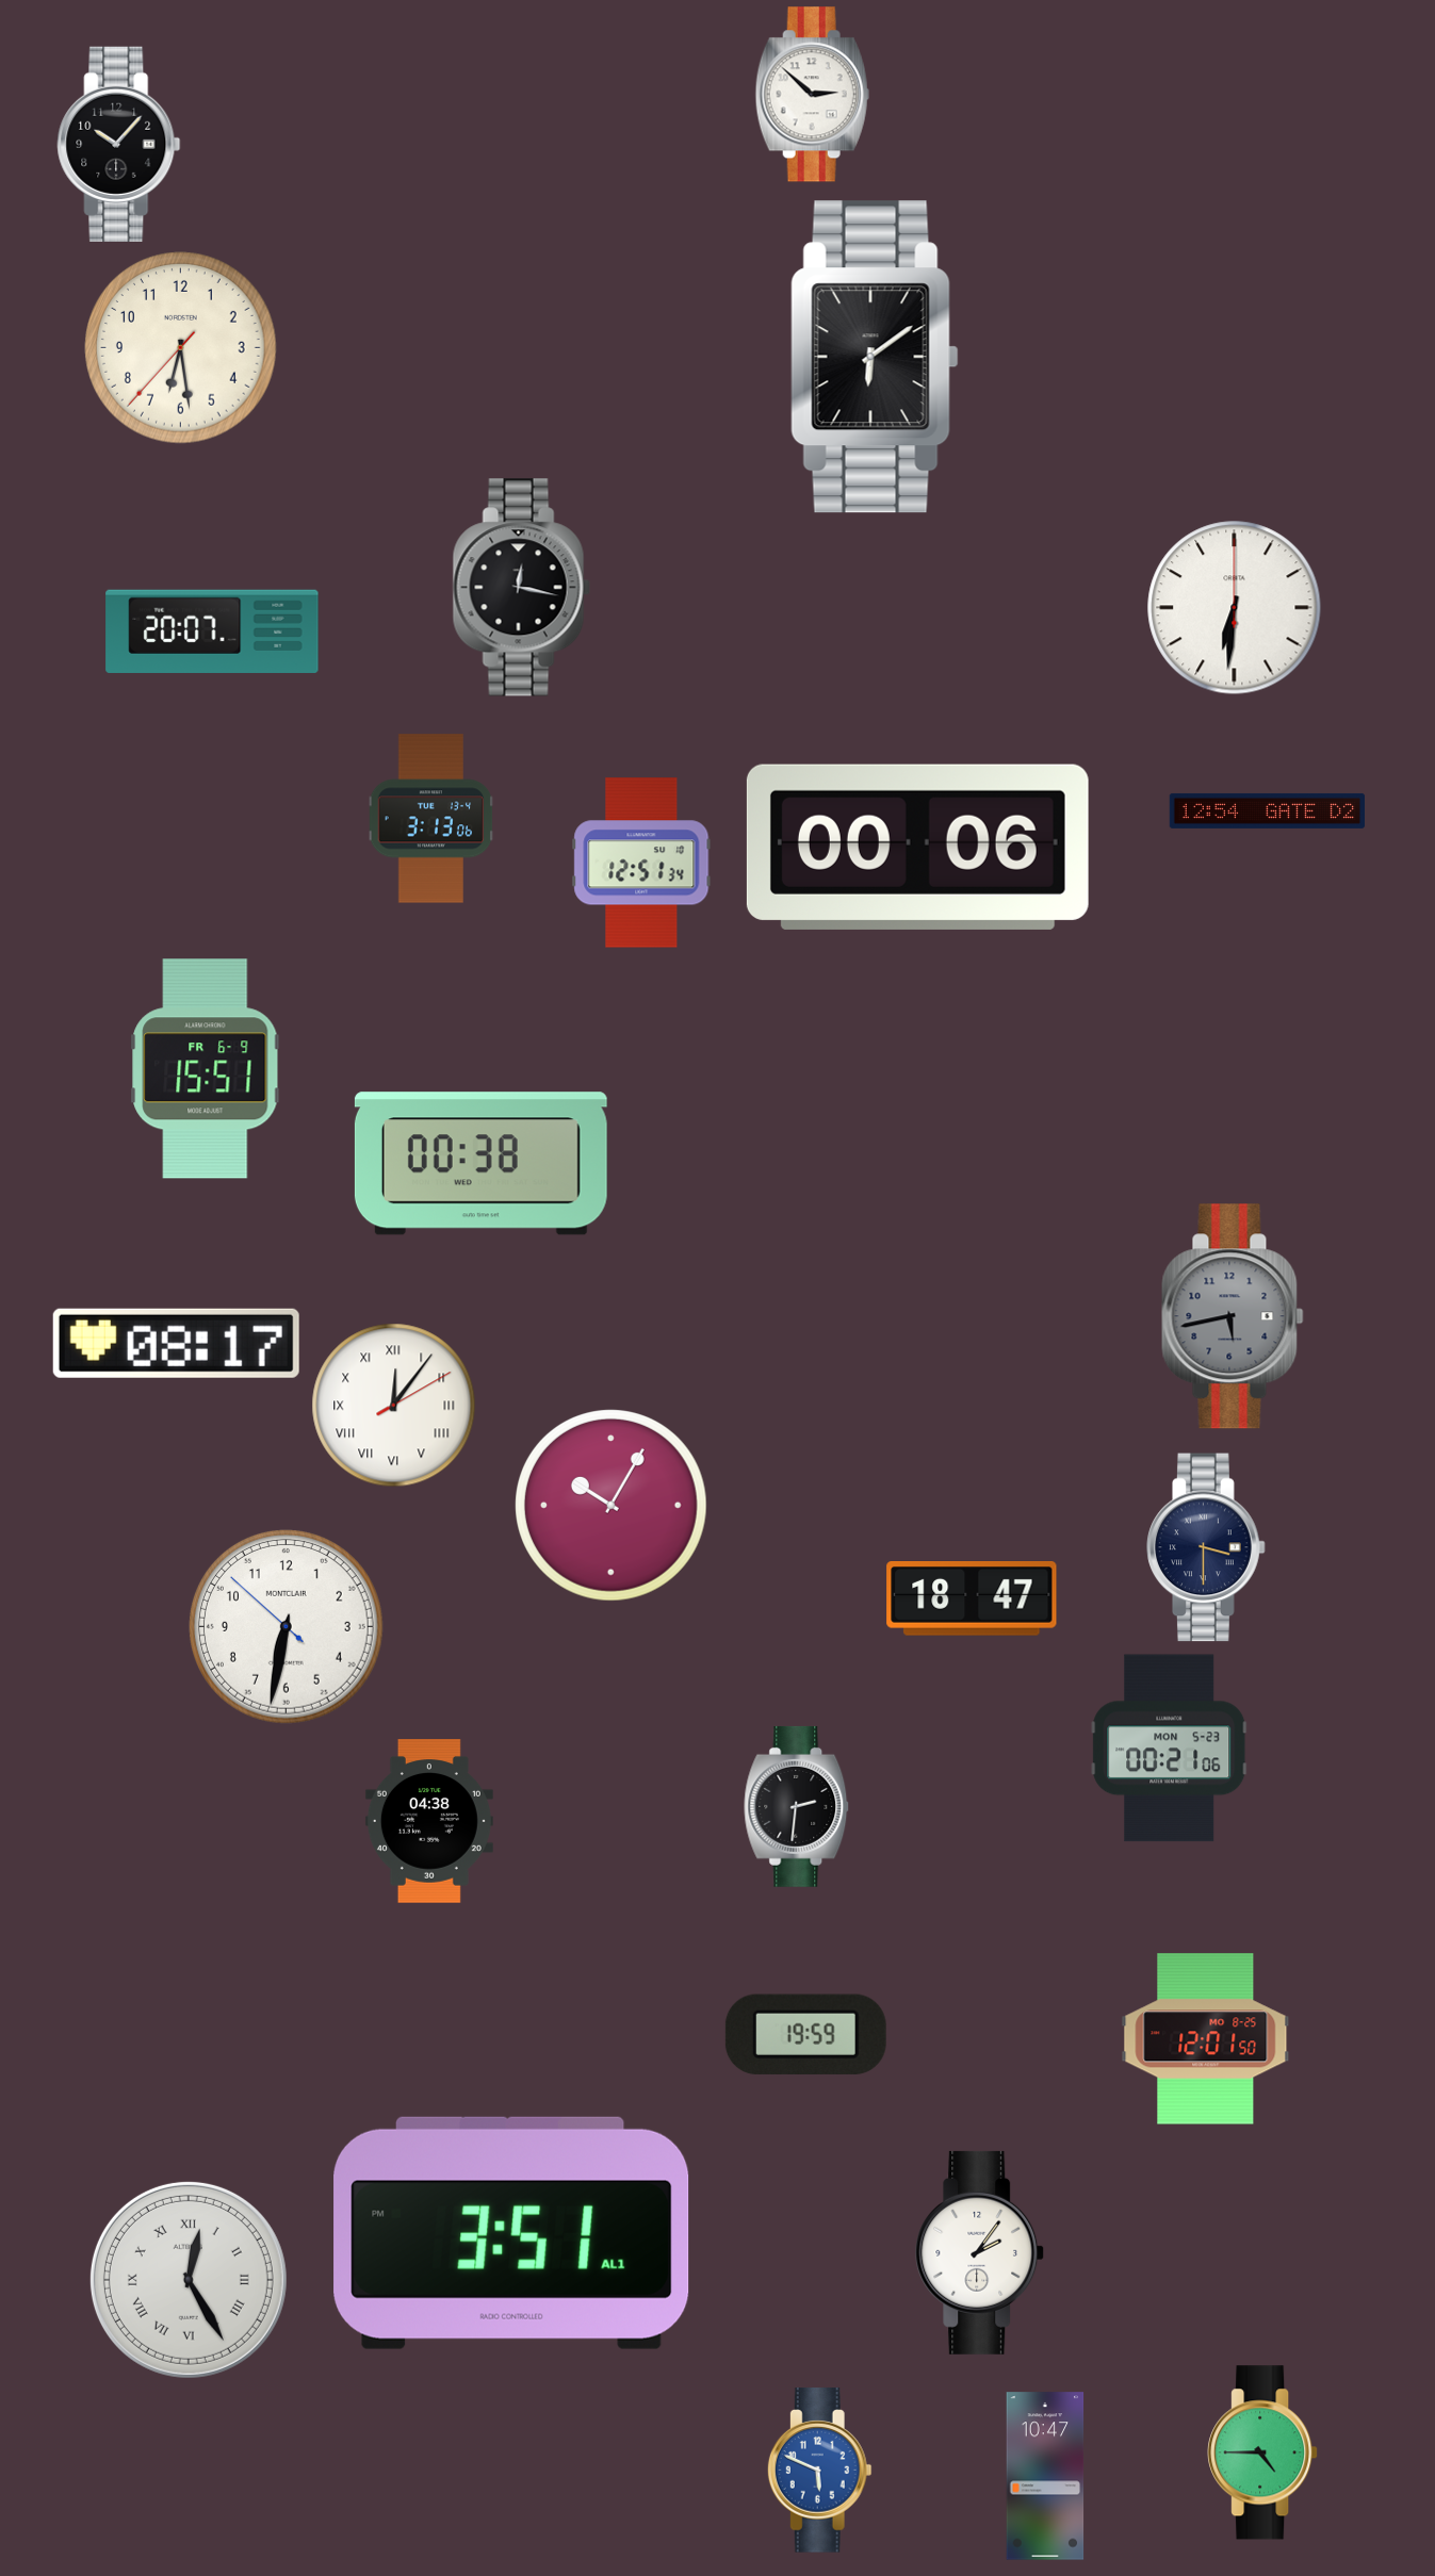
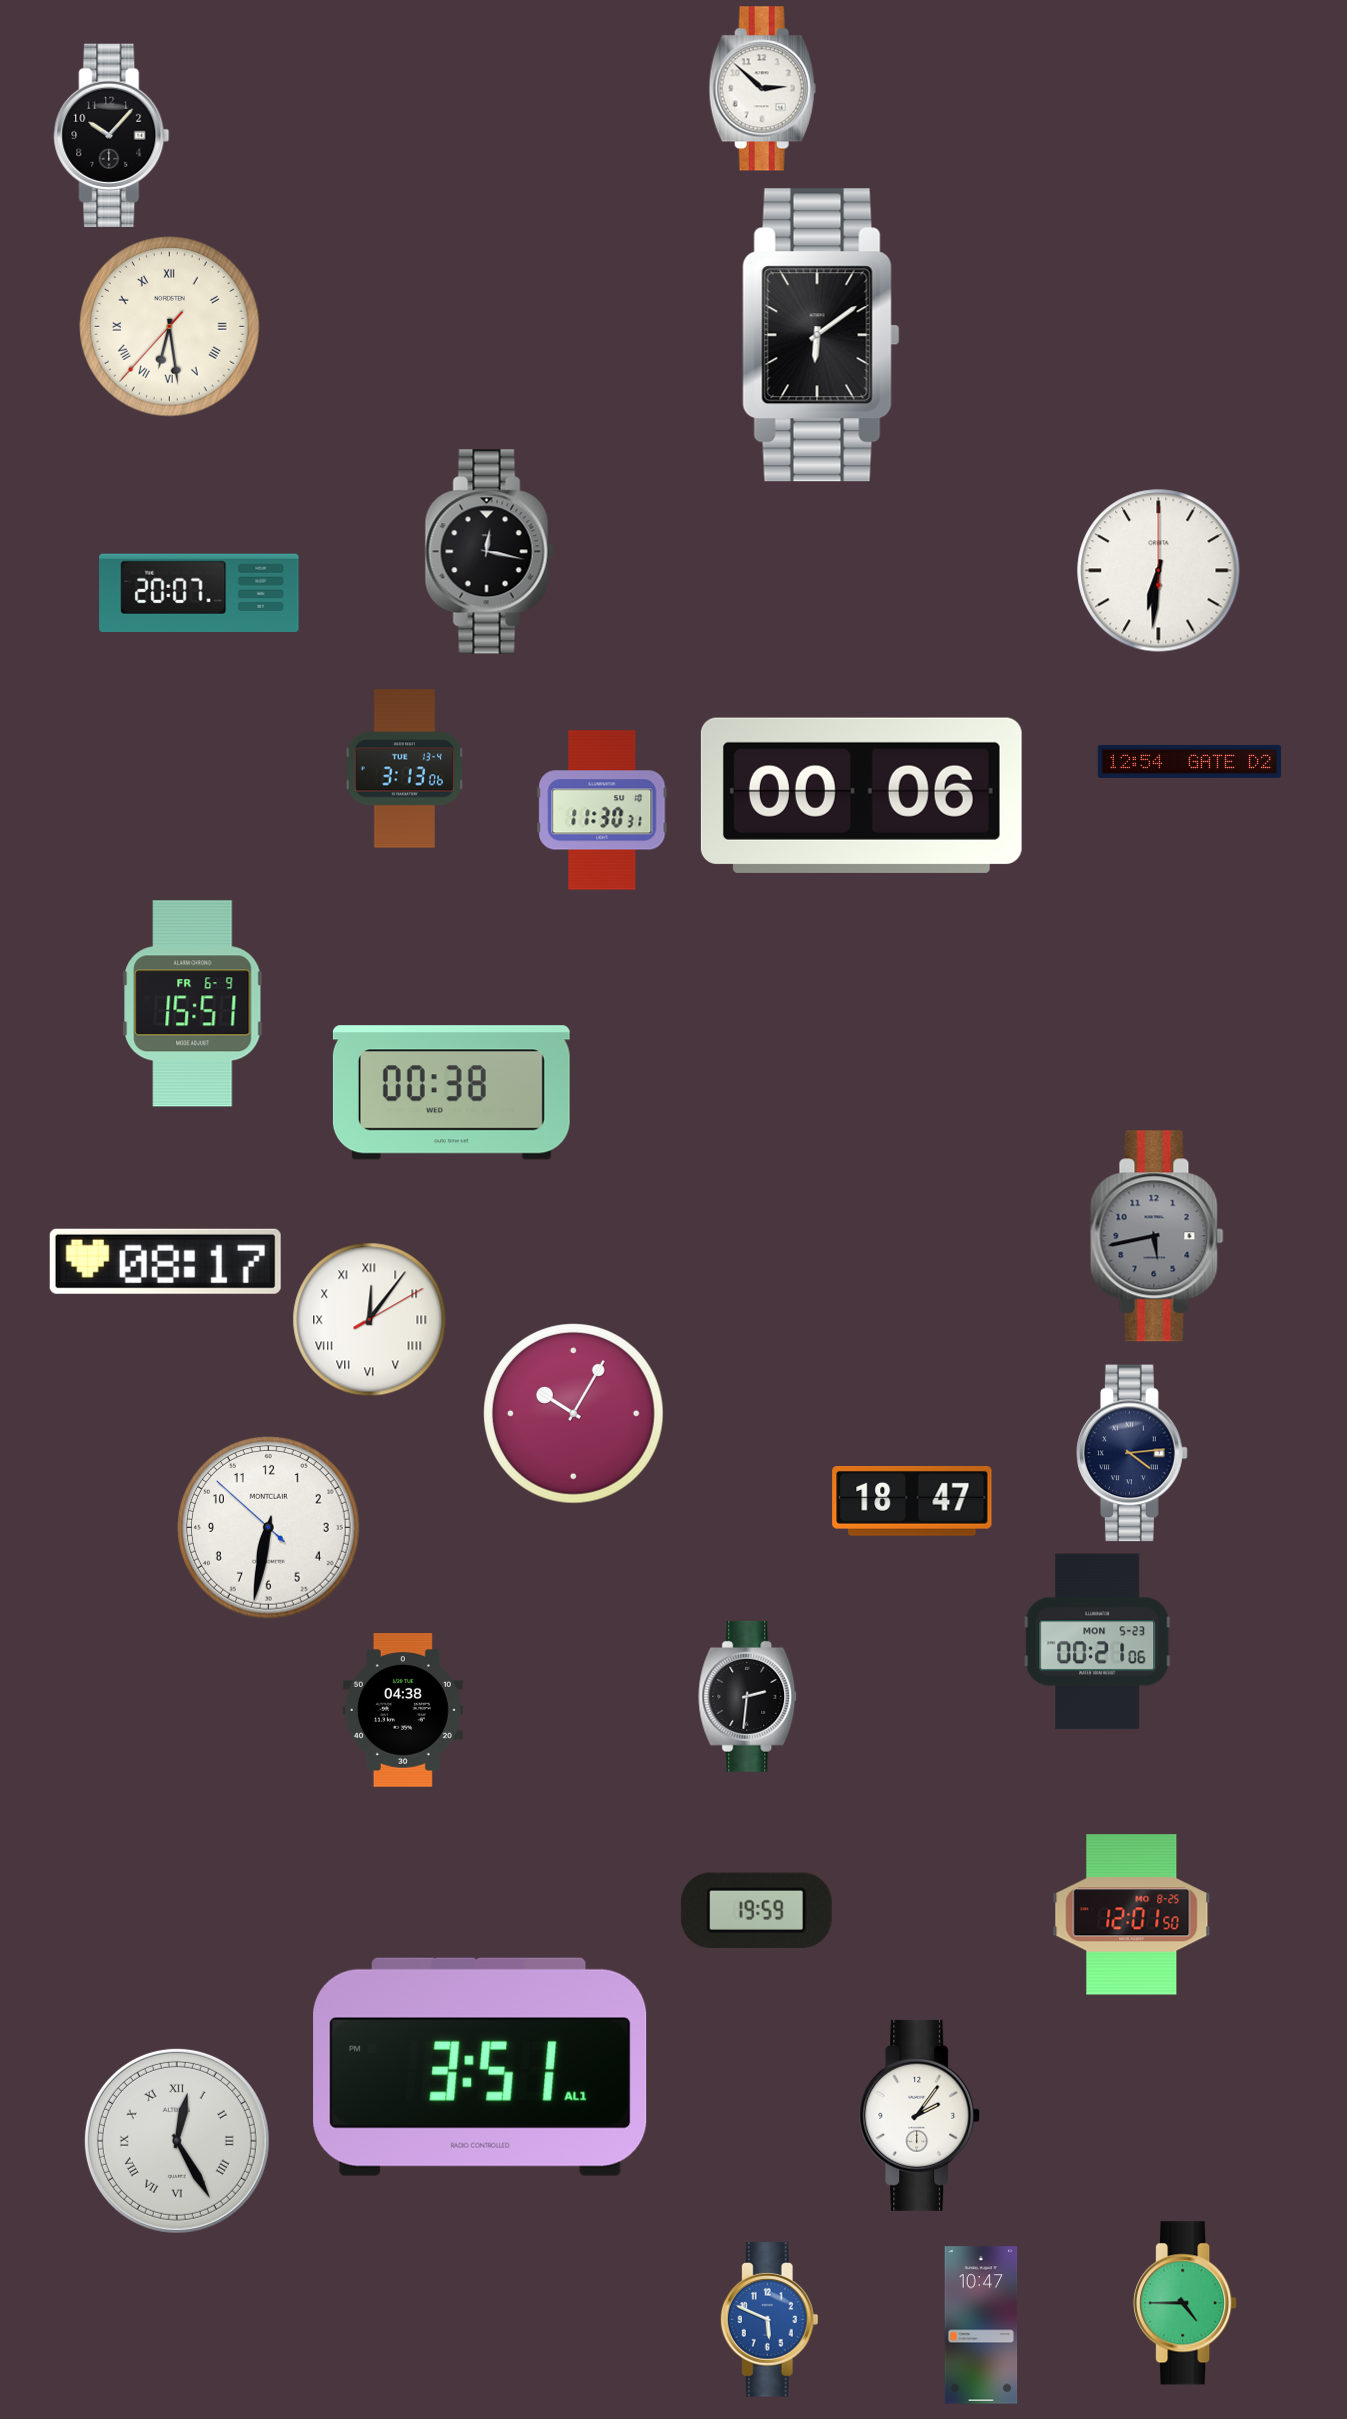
clock at (181, 348) numerals: Arabic -> Roman
clock at (641, 863): 12:51 -> 11:30
clock at (1206, 1547): 3:30 -> 4:14
clock at (511, 2233) position: (511, 2233) -> (480, 2067)
